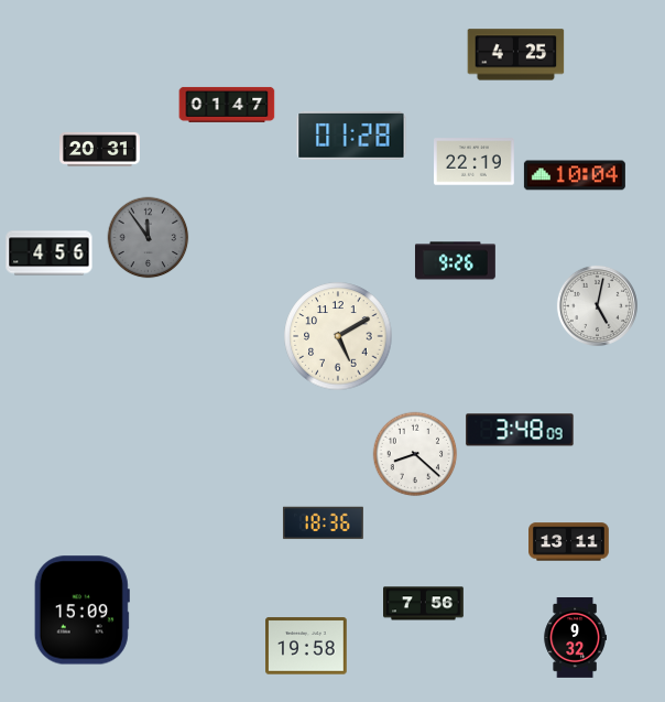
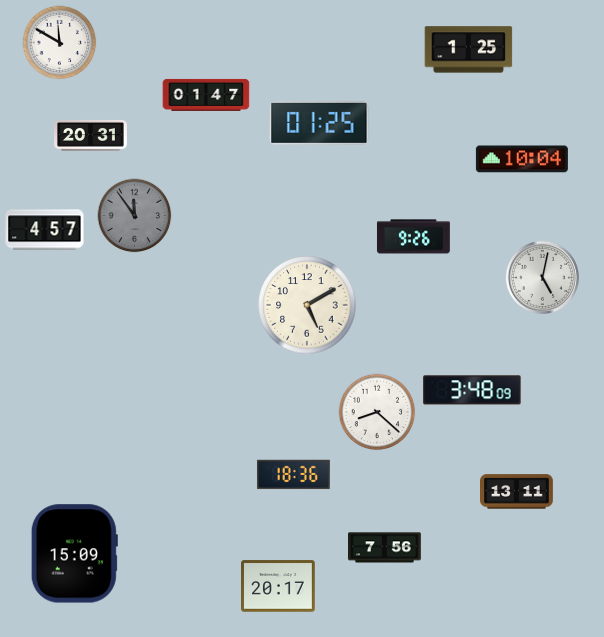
clock at (60, 43): none -> 11:50
clock at (516, 55): 4:25 -> 1:25
clock at (351, 136): 01:28 -> 01:25
clock at (475, 162): 22:19 -> none
clock at (50, 253): 4:56 -> 4:57
clock at (575, 638): 9:32 -> none
clock at (306, 646): 19:58 -> 20:17
